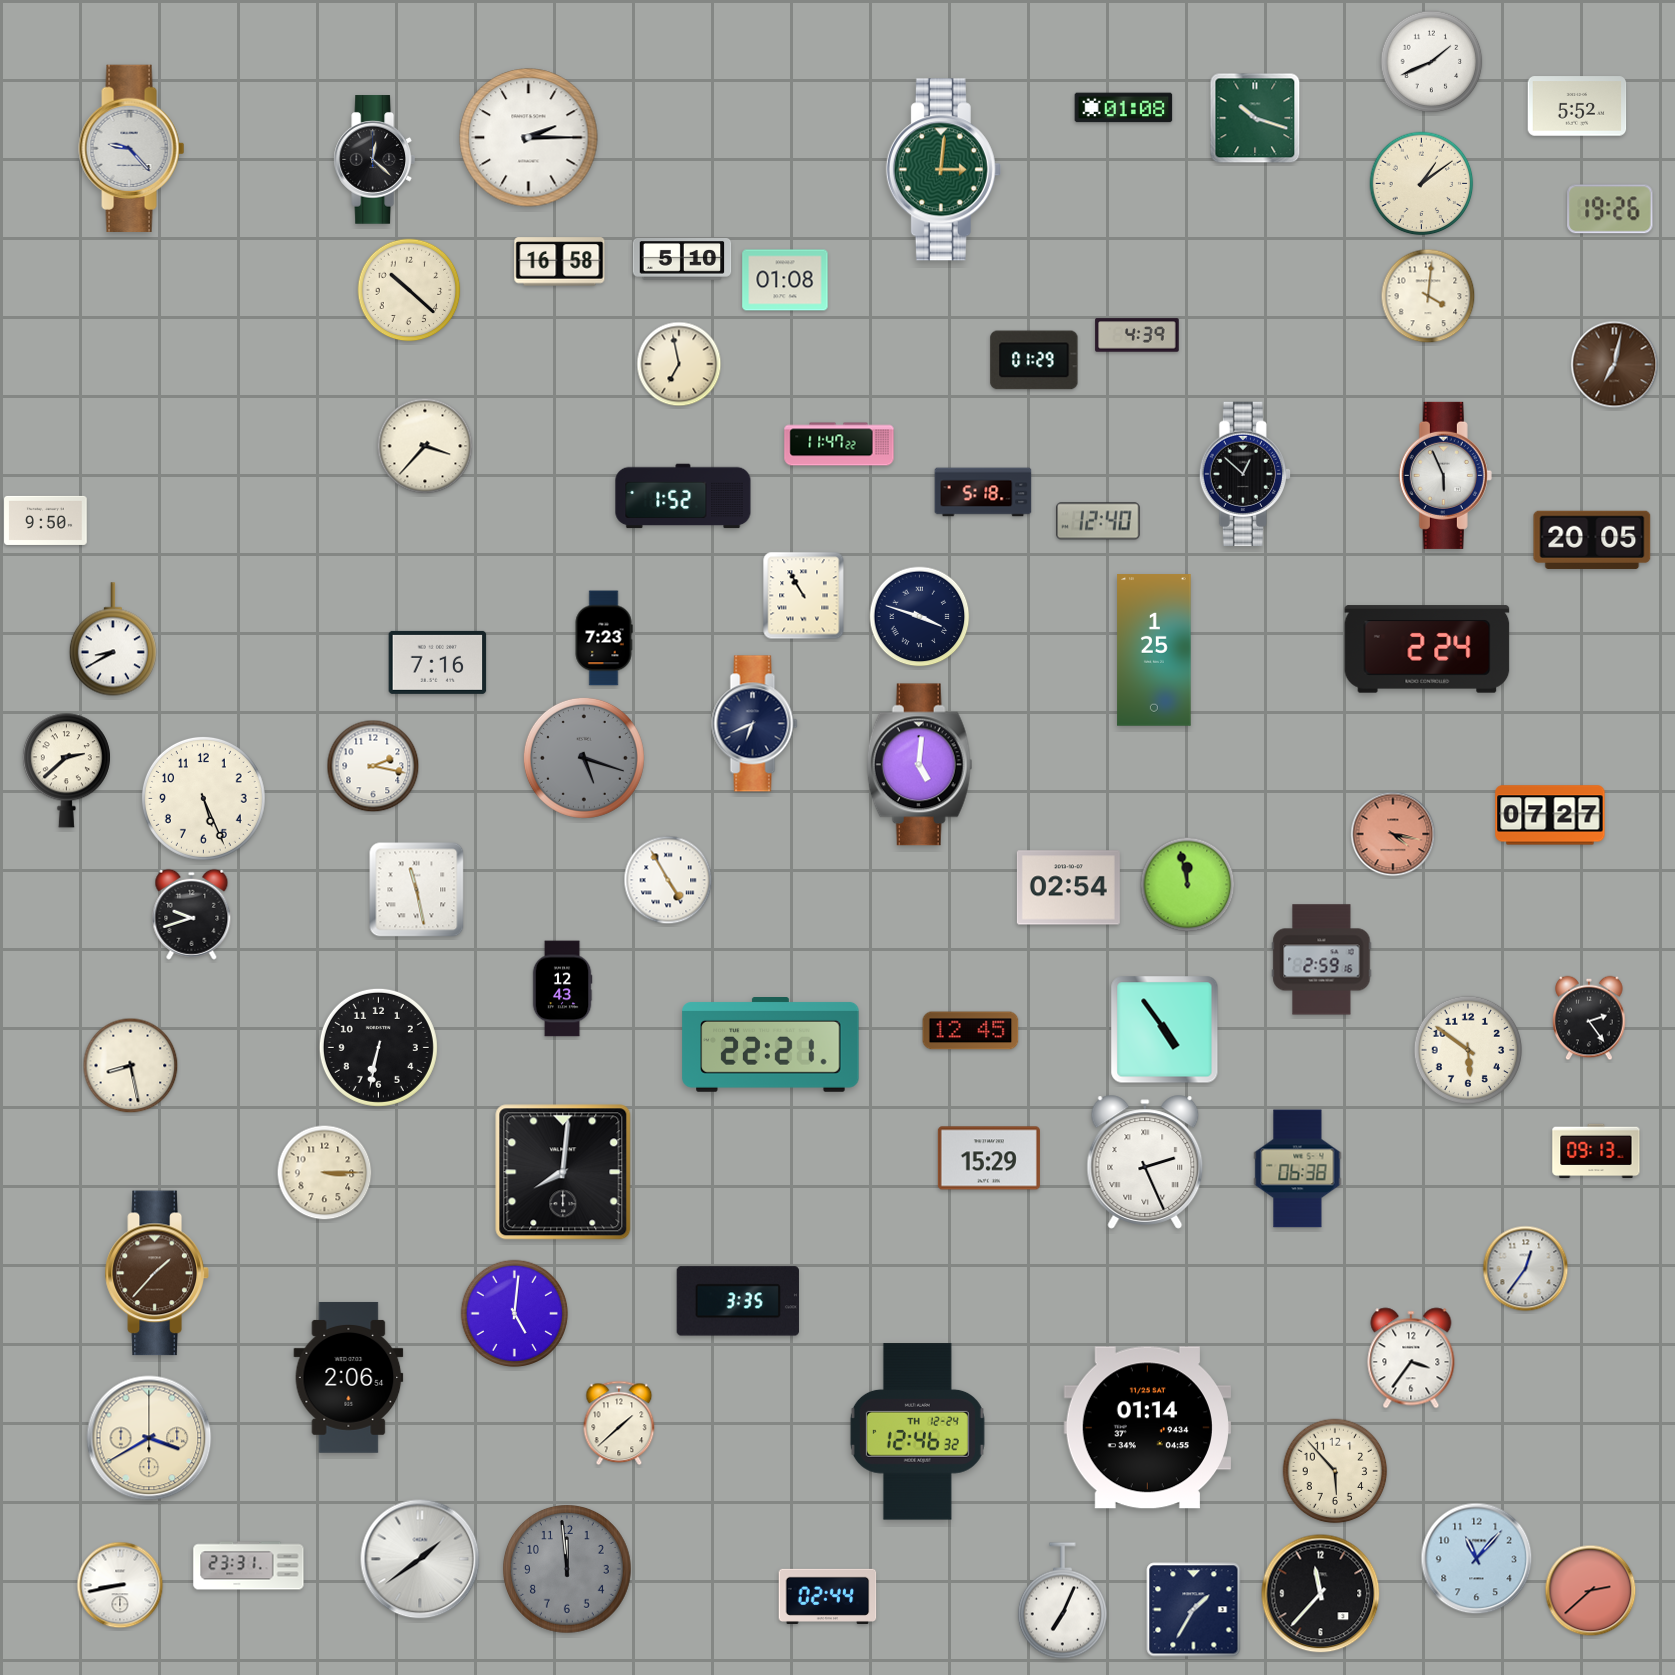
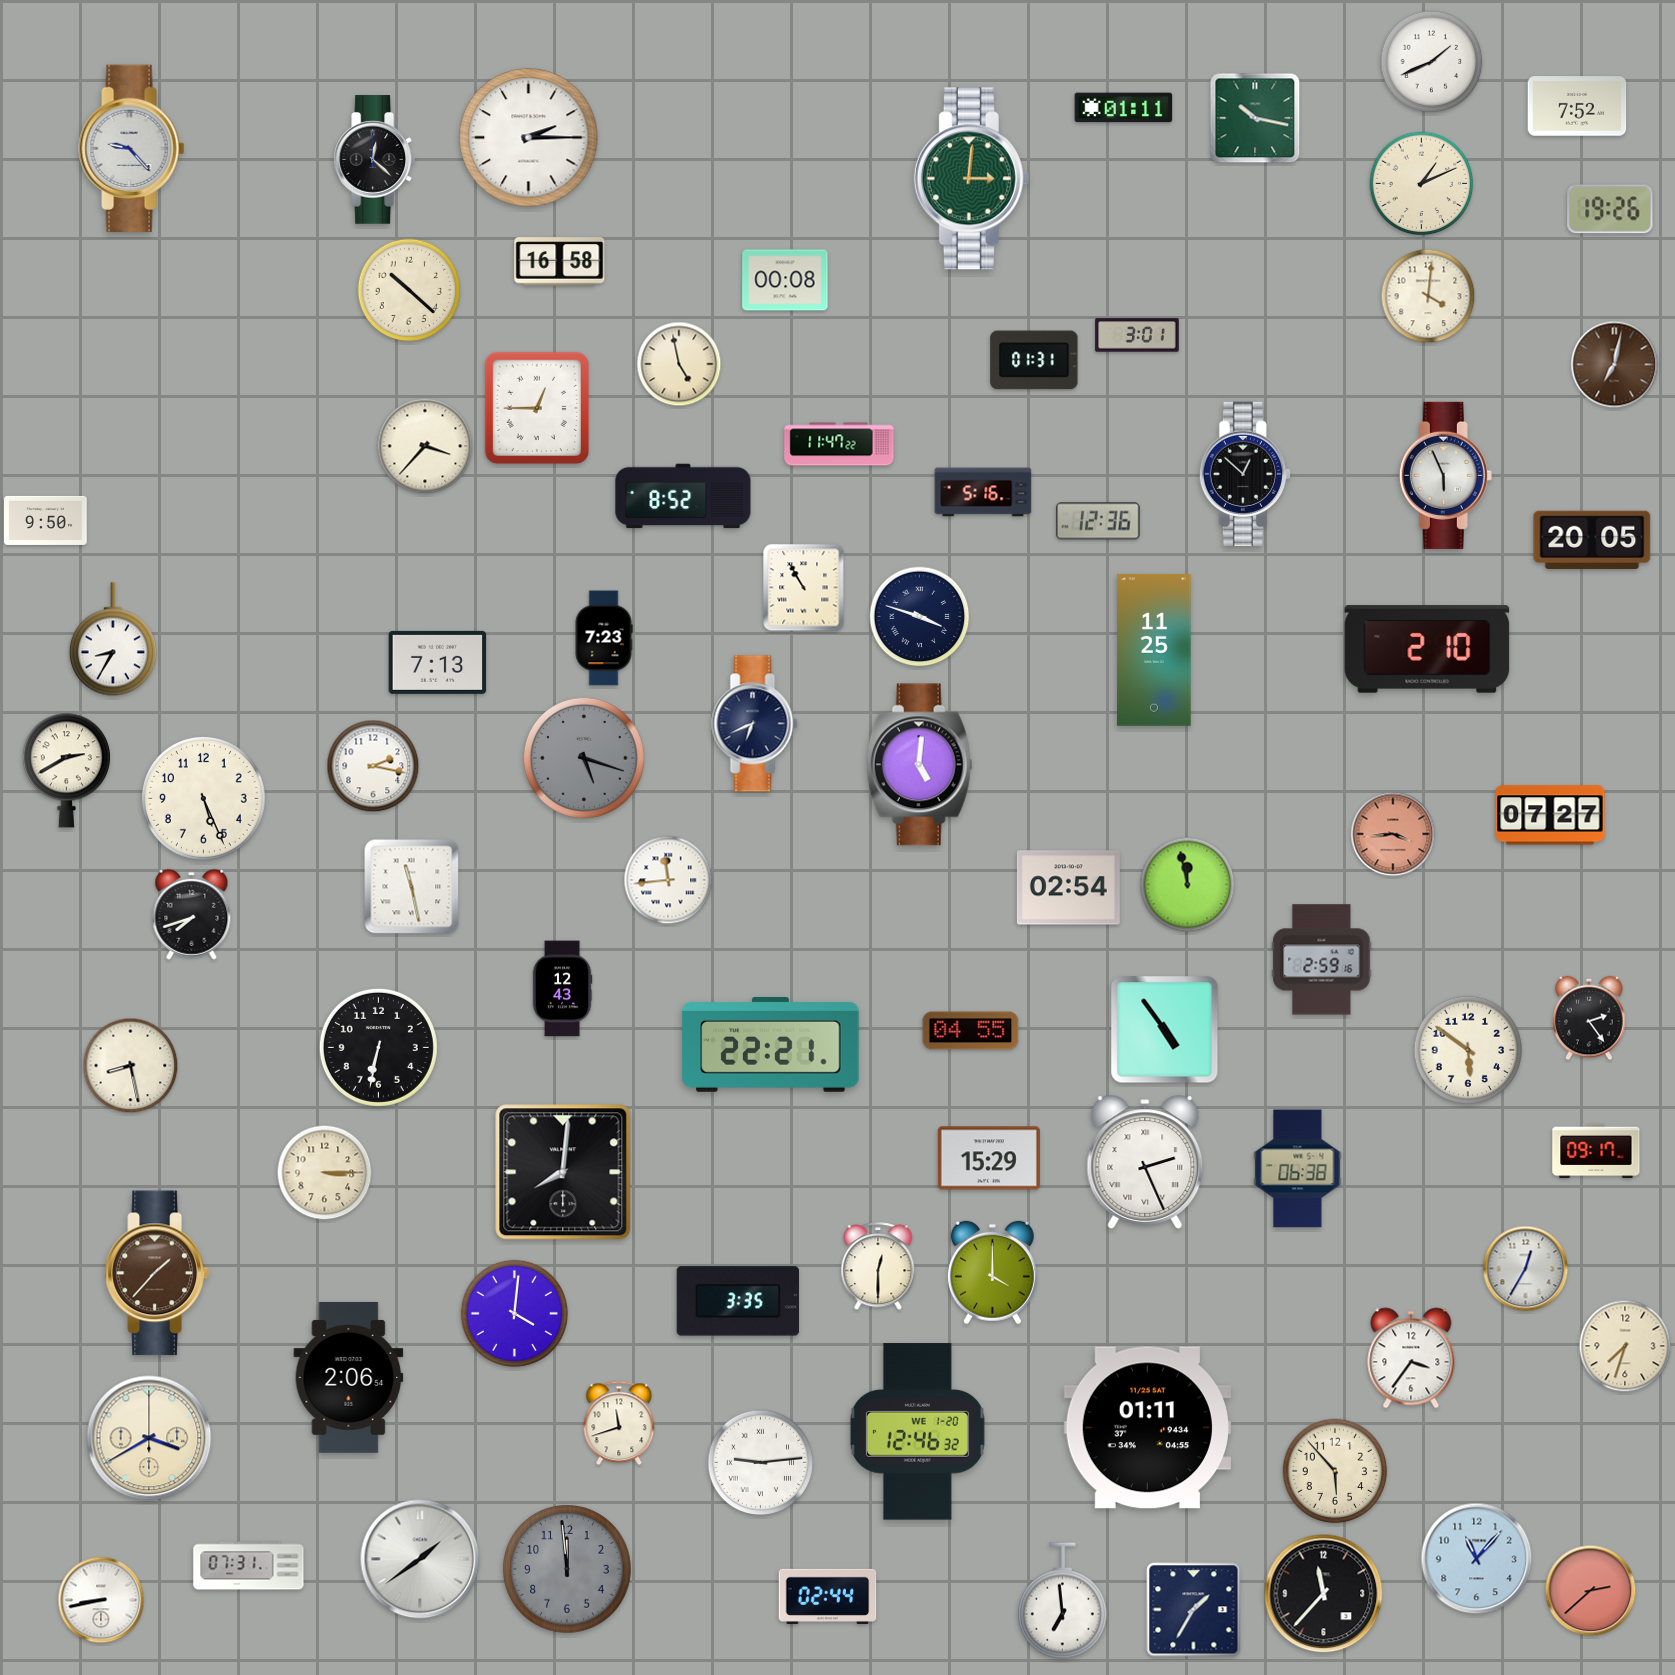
clock at (1577, 106): 5:52 -> 7:52
clock at (1124, 108): 01:08 -> 01:11
clock at (1255, 118): 10:18 -> 10:17
clock at (943, 170) position: (943, 170) -> (971, 179)
clock at (1422, 184): 1:09 -> 1:11
clock at (682, 260): 5:10 -> none
clock at (785, 280): 01:08 -> 00:08
clock at (1137, 335): 4:39 -> 3:01
clock at (1034, 360): 01:29 -> 01:31
clock at (679, 364): 6:58 -> 4:58
clock at (537, 408): none -> 12:45
clock at (983, 492): 5:18 -> 5:16
clock at (683, 496): 1:52 -> 8:52
clock at (1099, 521): 12:40 -> 12:36
clock at (804, 596) position: (804, 596) -> (804, 588)
clock at (113, 639): 8:40 -> 8:35
clock at (1427, 649): 2:24 -> 2:10
clock at (1154, 650): 1:25 -> 11:25
clock at (438, 662): 7:16 -> 7:13
clock at (66, 771): 2:38 -> 2:40
clock at (1393, 834): 4:17 -> 3:44
clock at (668, 880): 4:55 -> 11:44
clock at (417, 890) position: (417, 890) -> (412, 887)
clock at (192, 914): 9:42 -> 7:42
clock at (971, 1031): 12:45 -> 04:55
clock at (1596, 1151): 09:13 -> 09:17
clock at (878, 1267): none -> 12:30
clock at (1526, 1269): 12:36 -> 12:35
clock at (992, 1273): none -> 4:00
clock at (515, 1314): 5:01 -> 4:01
clock at (1625, 1346): none -> 7:33
clock at (619, 1423): 1:38 -> 11:42
clock at (1147, 1428): 01:14 -> 01:11
clock at (917, 1432) date: TH 12-24 -> WE 1-20
clock at (761, 1463): none -> 9:14
clock at (249, 1566): 23:31 -> 07:31
clock at (120, 1585) position: (120, 1585) -> (101, 1600)
clock at (1321, 1594) position: (1321, 1594) -> (1324, 1594)
clock at (1062, 1601): 7:04 -> 6:59
